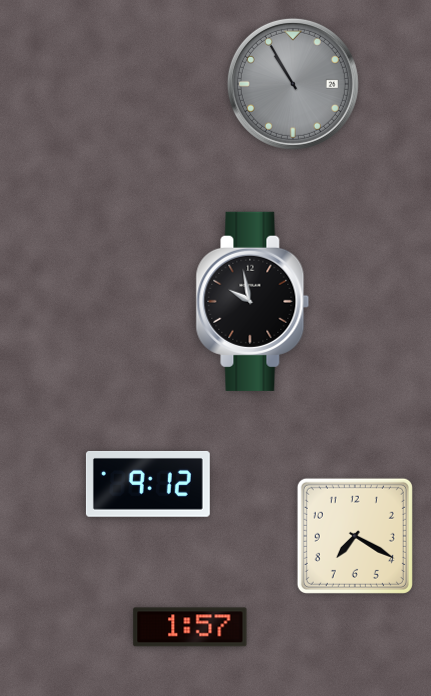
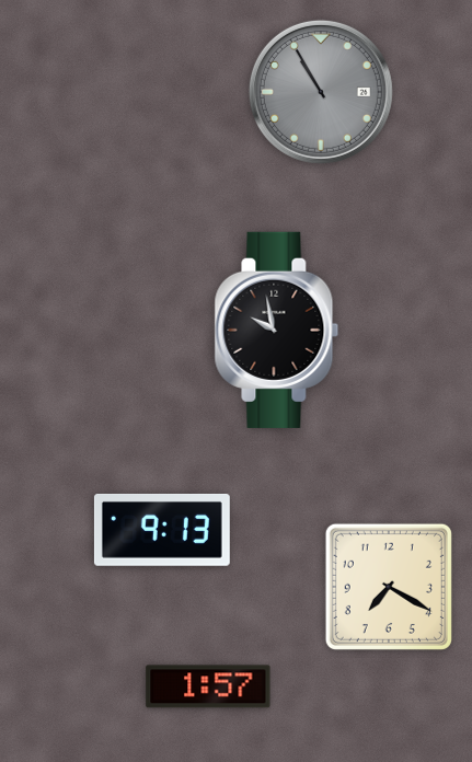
clock at (148, 484): 9:12 -> 9:13
